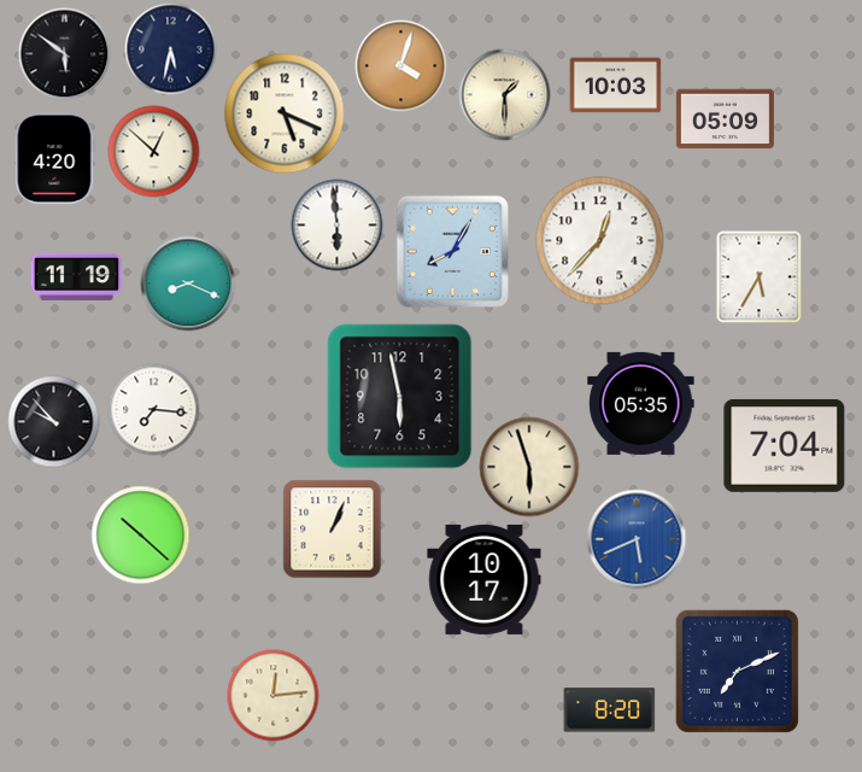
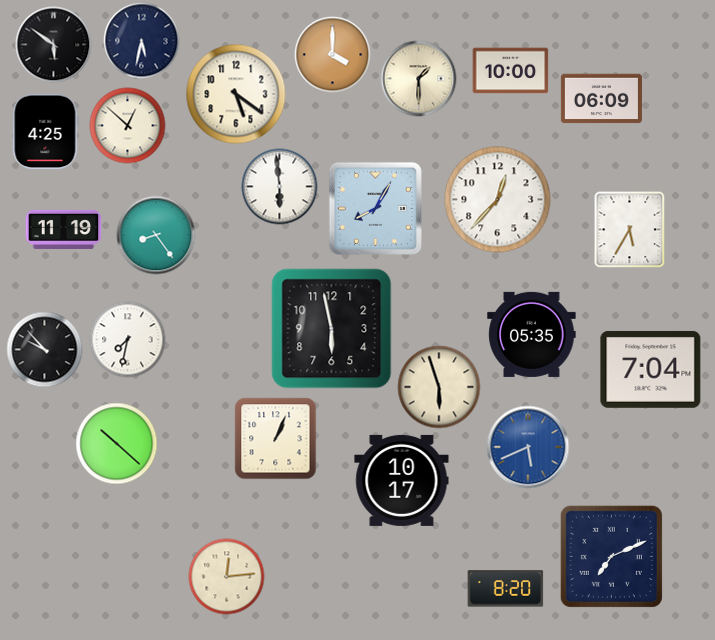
clock at (401, 66): 4:03 -> 4:00
clock at (616, 86): 10:03 -> 10:00
clock at (285, 113): 5:19 -> 5:21
clock at (725, 119): 05:09 -> 06:09
clock at (55, 159): 4:20 -> 4:25
clock at (188, 283): 8:19 -> 8:24
clock at (154, 410): 7:16 -> 7:32
